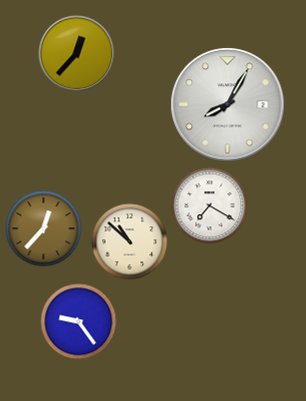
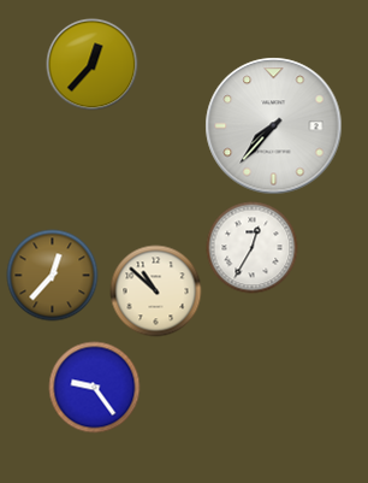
clock at (228, 105): 8:05 -> 7:37
clock at (210, 206): 7:20 -> 12:35
